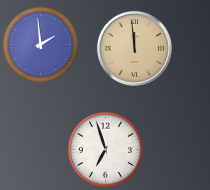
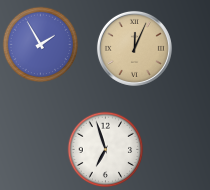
clock at (41, 45): 1:59 -> 1:55
clock at (134, 48): 11:59 -> 12:04
